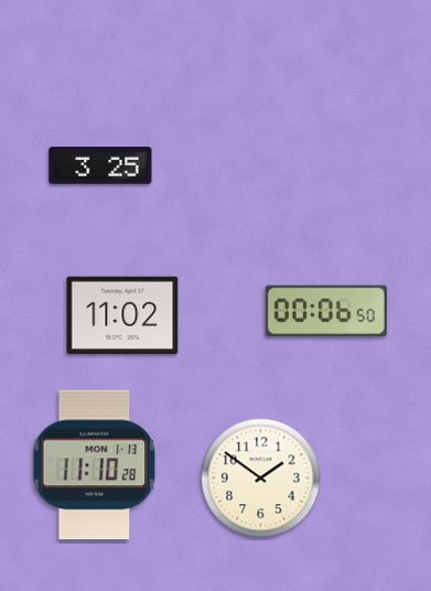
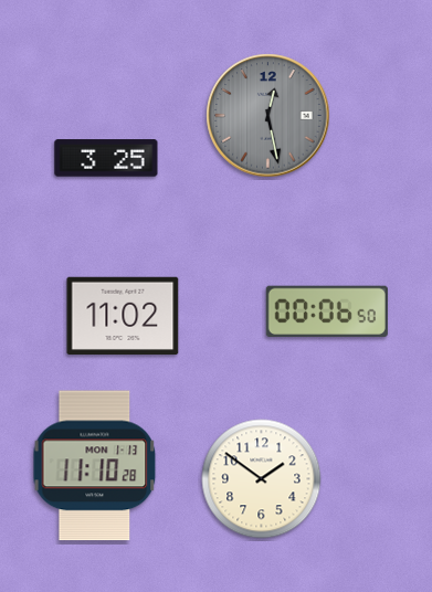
clock at (268, 116): none -> 12:28
clock at (100, 165) position: (100, 165) -> (106, 158)
